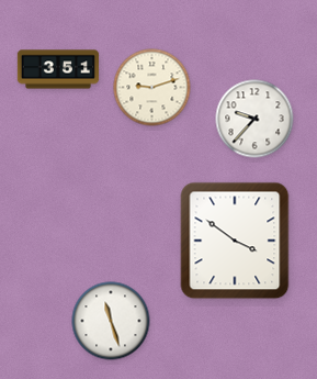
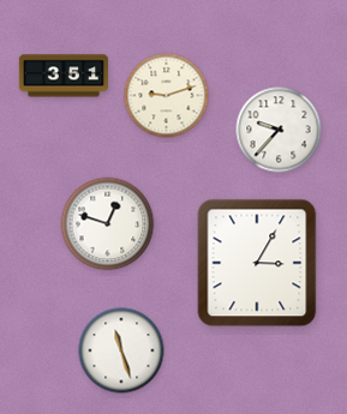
clock at (108, 224): none -> 12:48
clock at (235, 241): 3:51 -> 3:05
